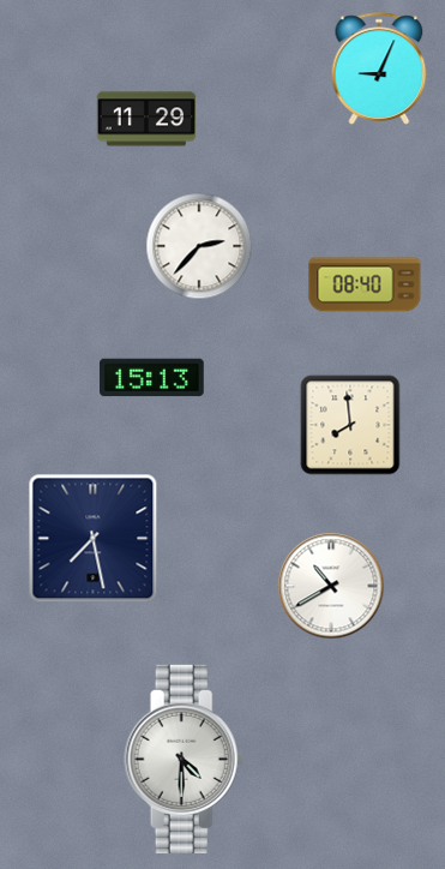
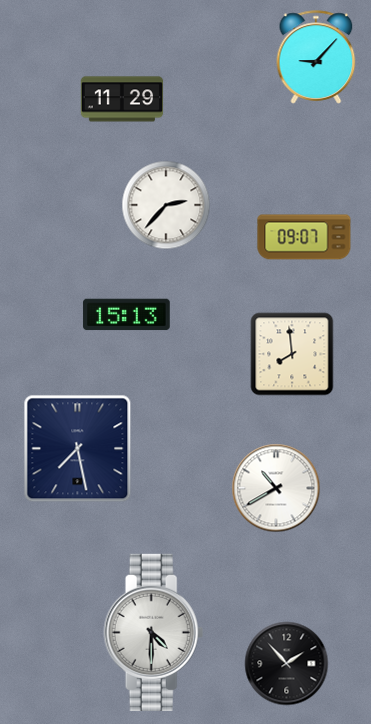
clock at (379, 68): 9:04 -> 9:07
clock at (365, 284): 08:40 -> 09:07
clock at (287, 664): none -> 1:53
